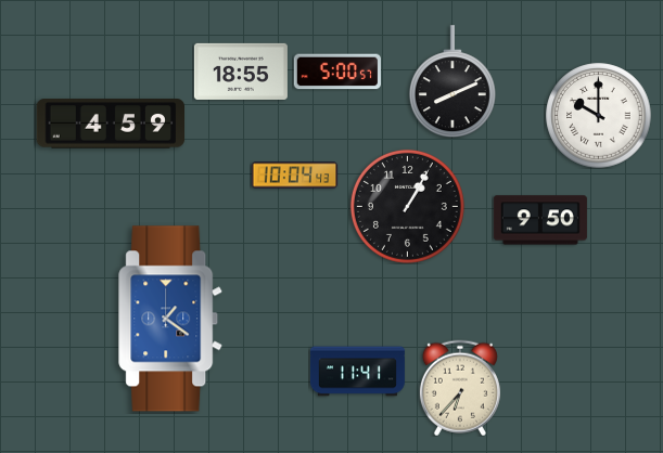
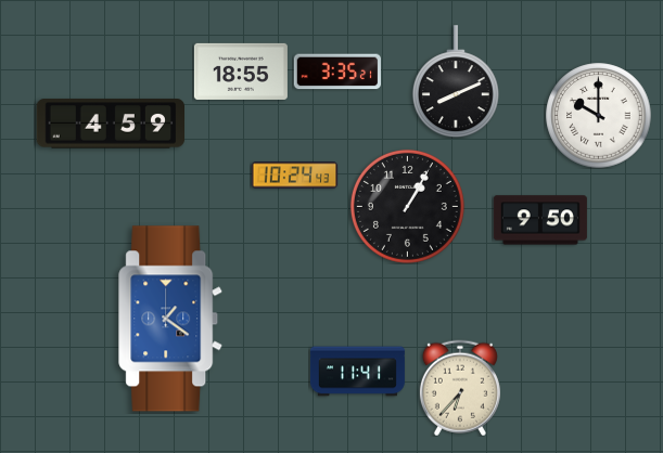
clock at (336, 72): 5:00 -> 3:35
clock at (452, 81) position: (452, 81) -> (456, 81)
clock at (294, 176): 10:04 -> 10:24
